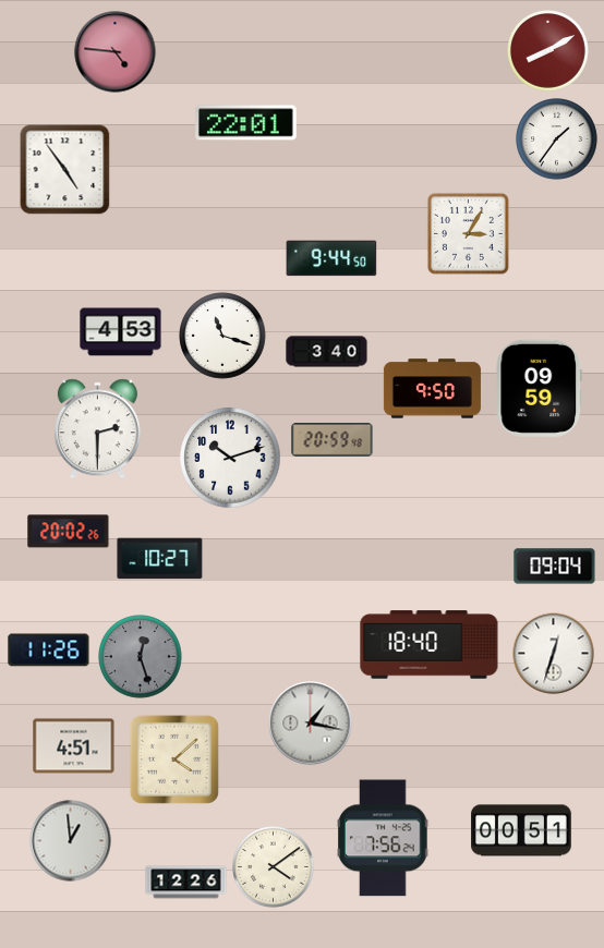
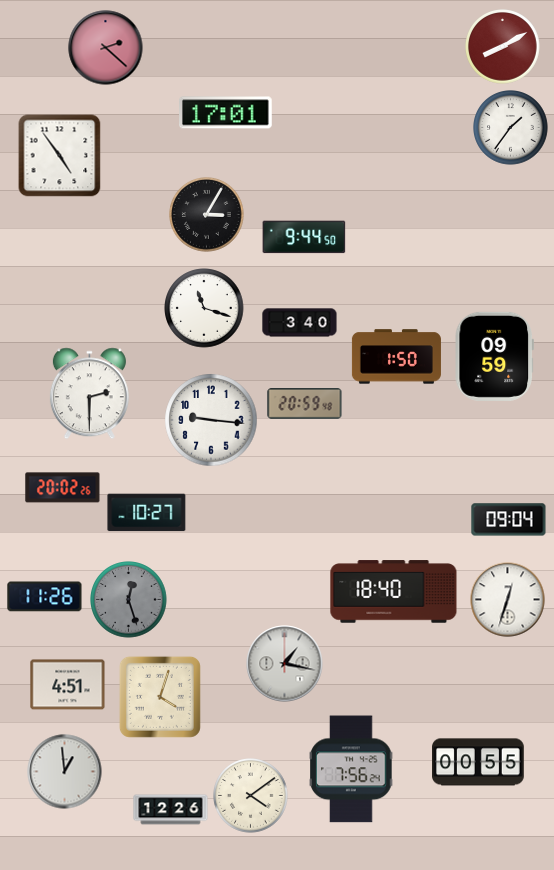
clock at (116, 52): 4:46 -> 2:22
clock at (246, 123): 22:01 -> 17:01
clock at (468, 233): 3:05 -> none
clock at (207, 215): none -> 3:05
clock at (121, 332): 4:53 -> none
clock at (432, 389): 9:50 -> 1:50
clock at (230, 458): 10:12 -> 9:16
clock at (141, 657) position: (141, 657) -> (129, 600)
clock at (174, 759): 4:08 -> 4:03
clock at (522, 830): 00:51 -> 00:55
